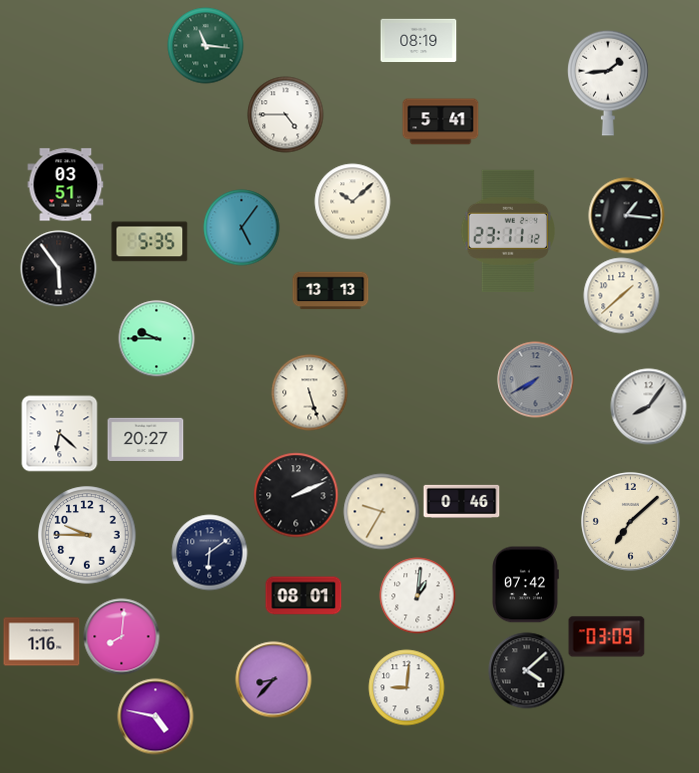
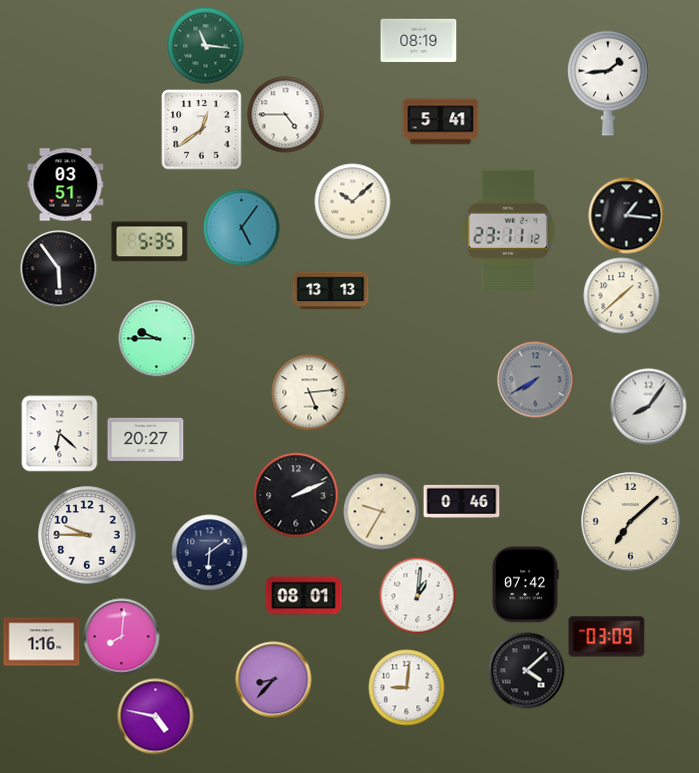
clock at (202, 130): none -> 12:39
clock at (310, 393): 5:27 -> 5:14
